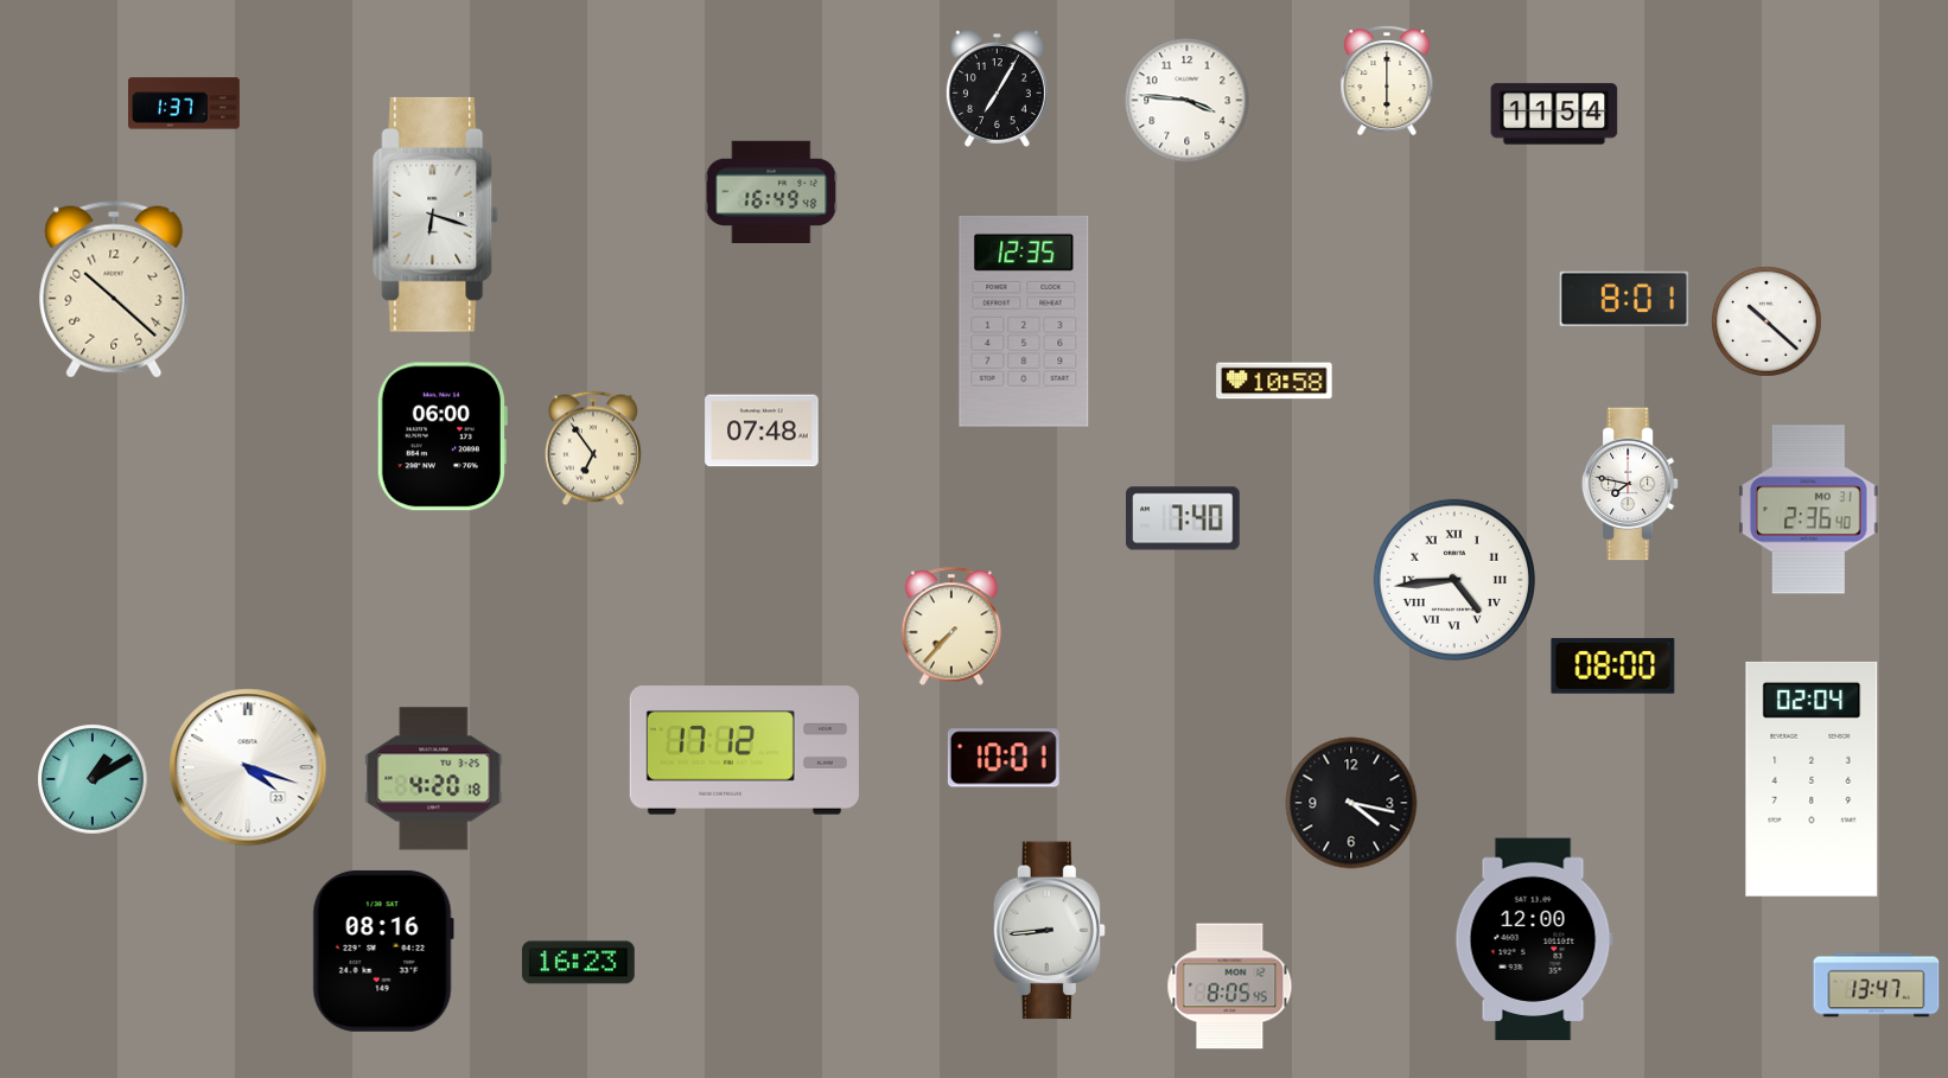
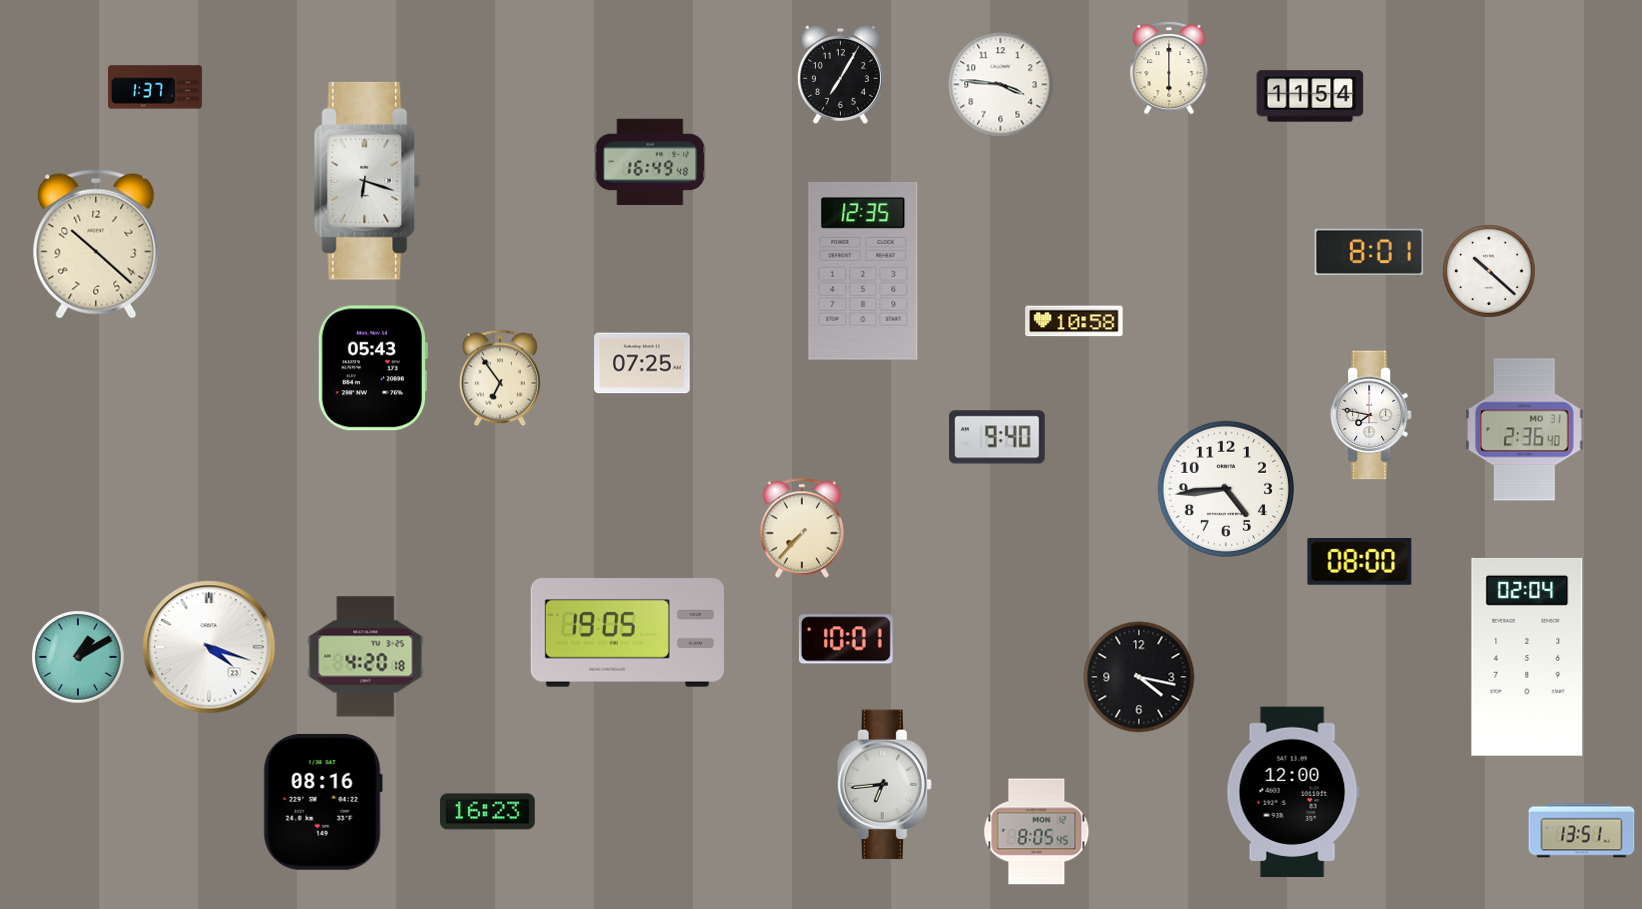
clock at (762, 430): 07:48 -> 07:25
clock at (441, 436): 06:00 -> 05:43
clock at (1630, 484) position: (1630, 484) -> (1371, 415)
clock at (1183, 518): 7:40 -> 9:40
clock at (1454, 580) numerals: Roman -> Arabic
clock at (744, 751): 17:12 -> 19:05
clock at (1049, 931): 8:44 -> 6:44
clock at (1877, 985): 13:47 -> 13:51
